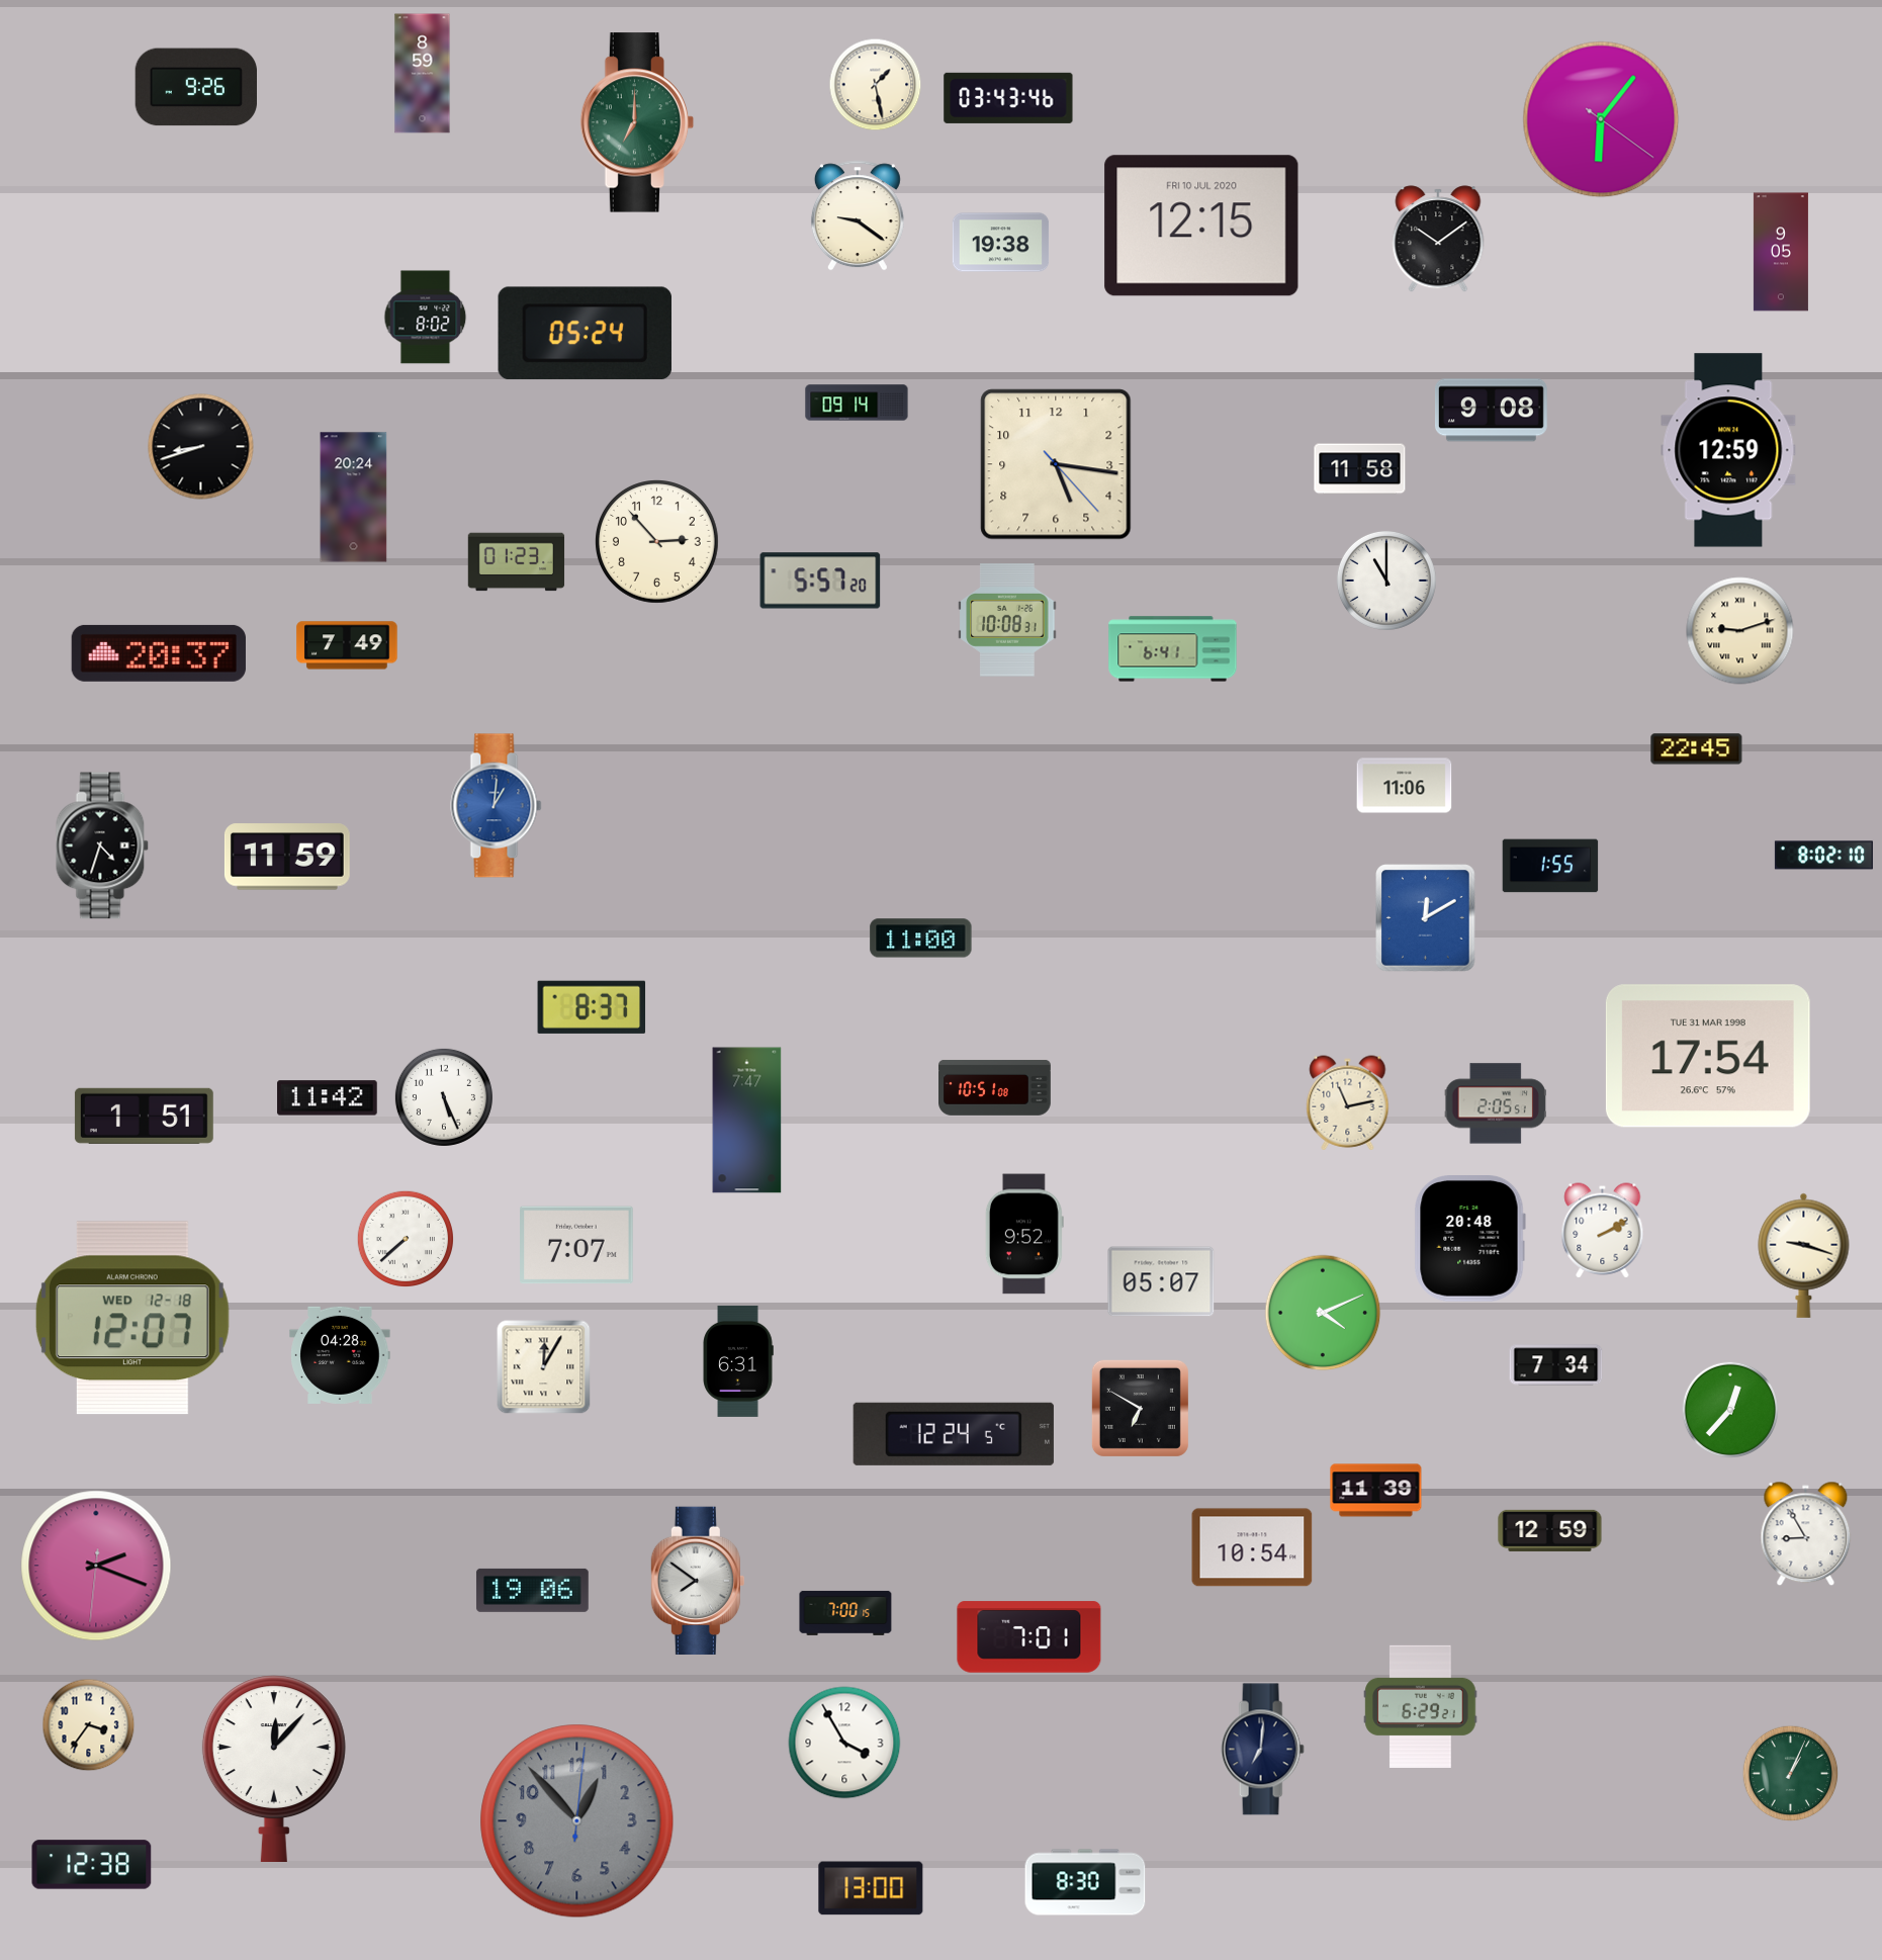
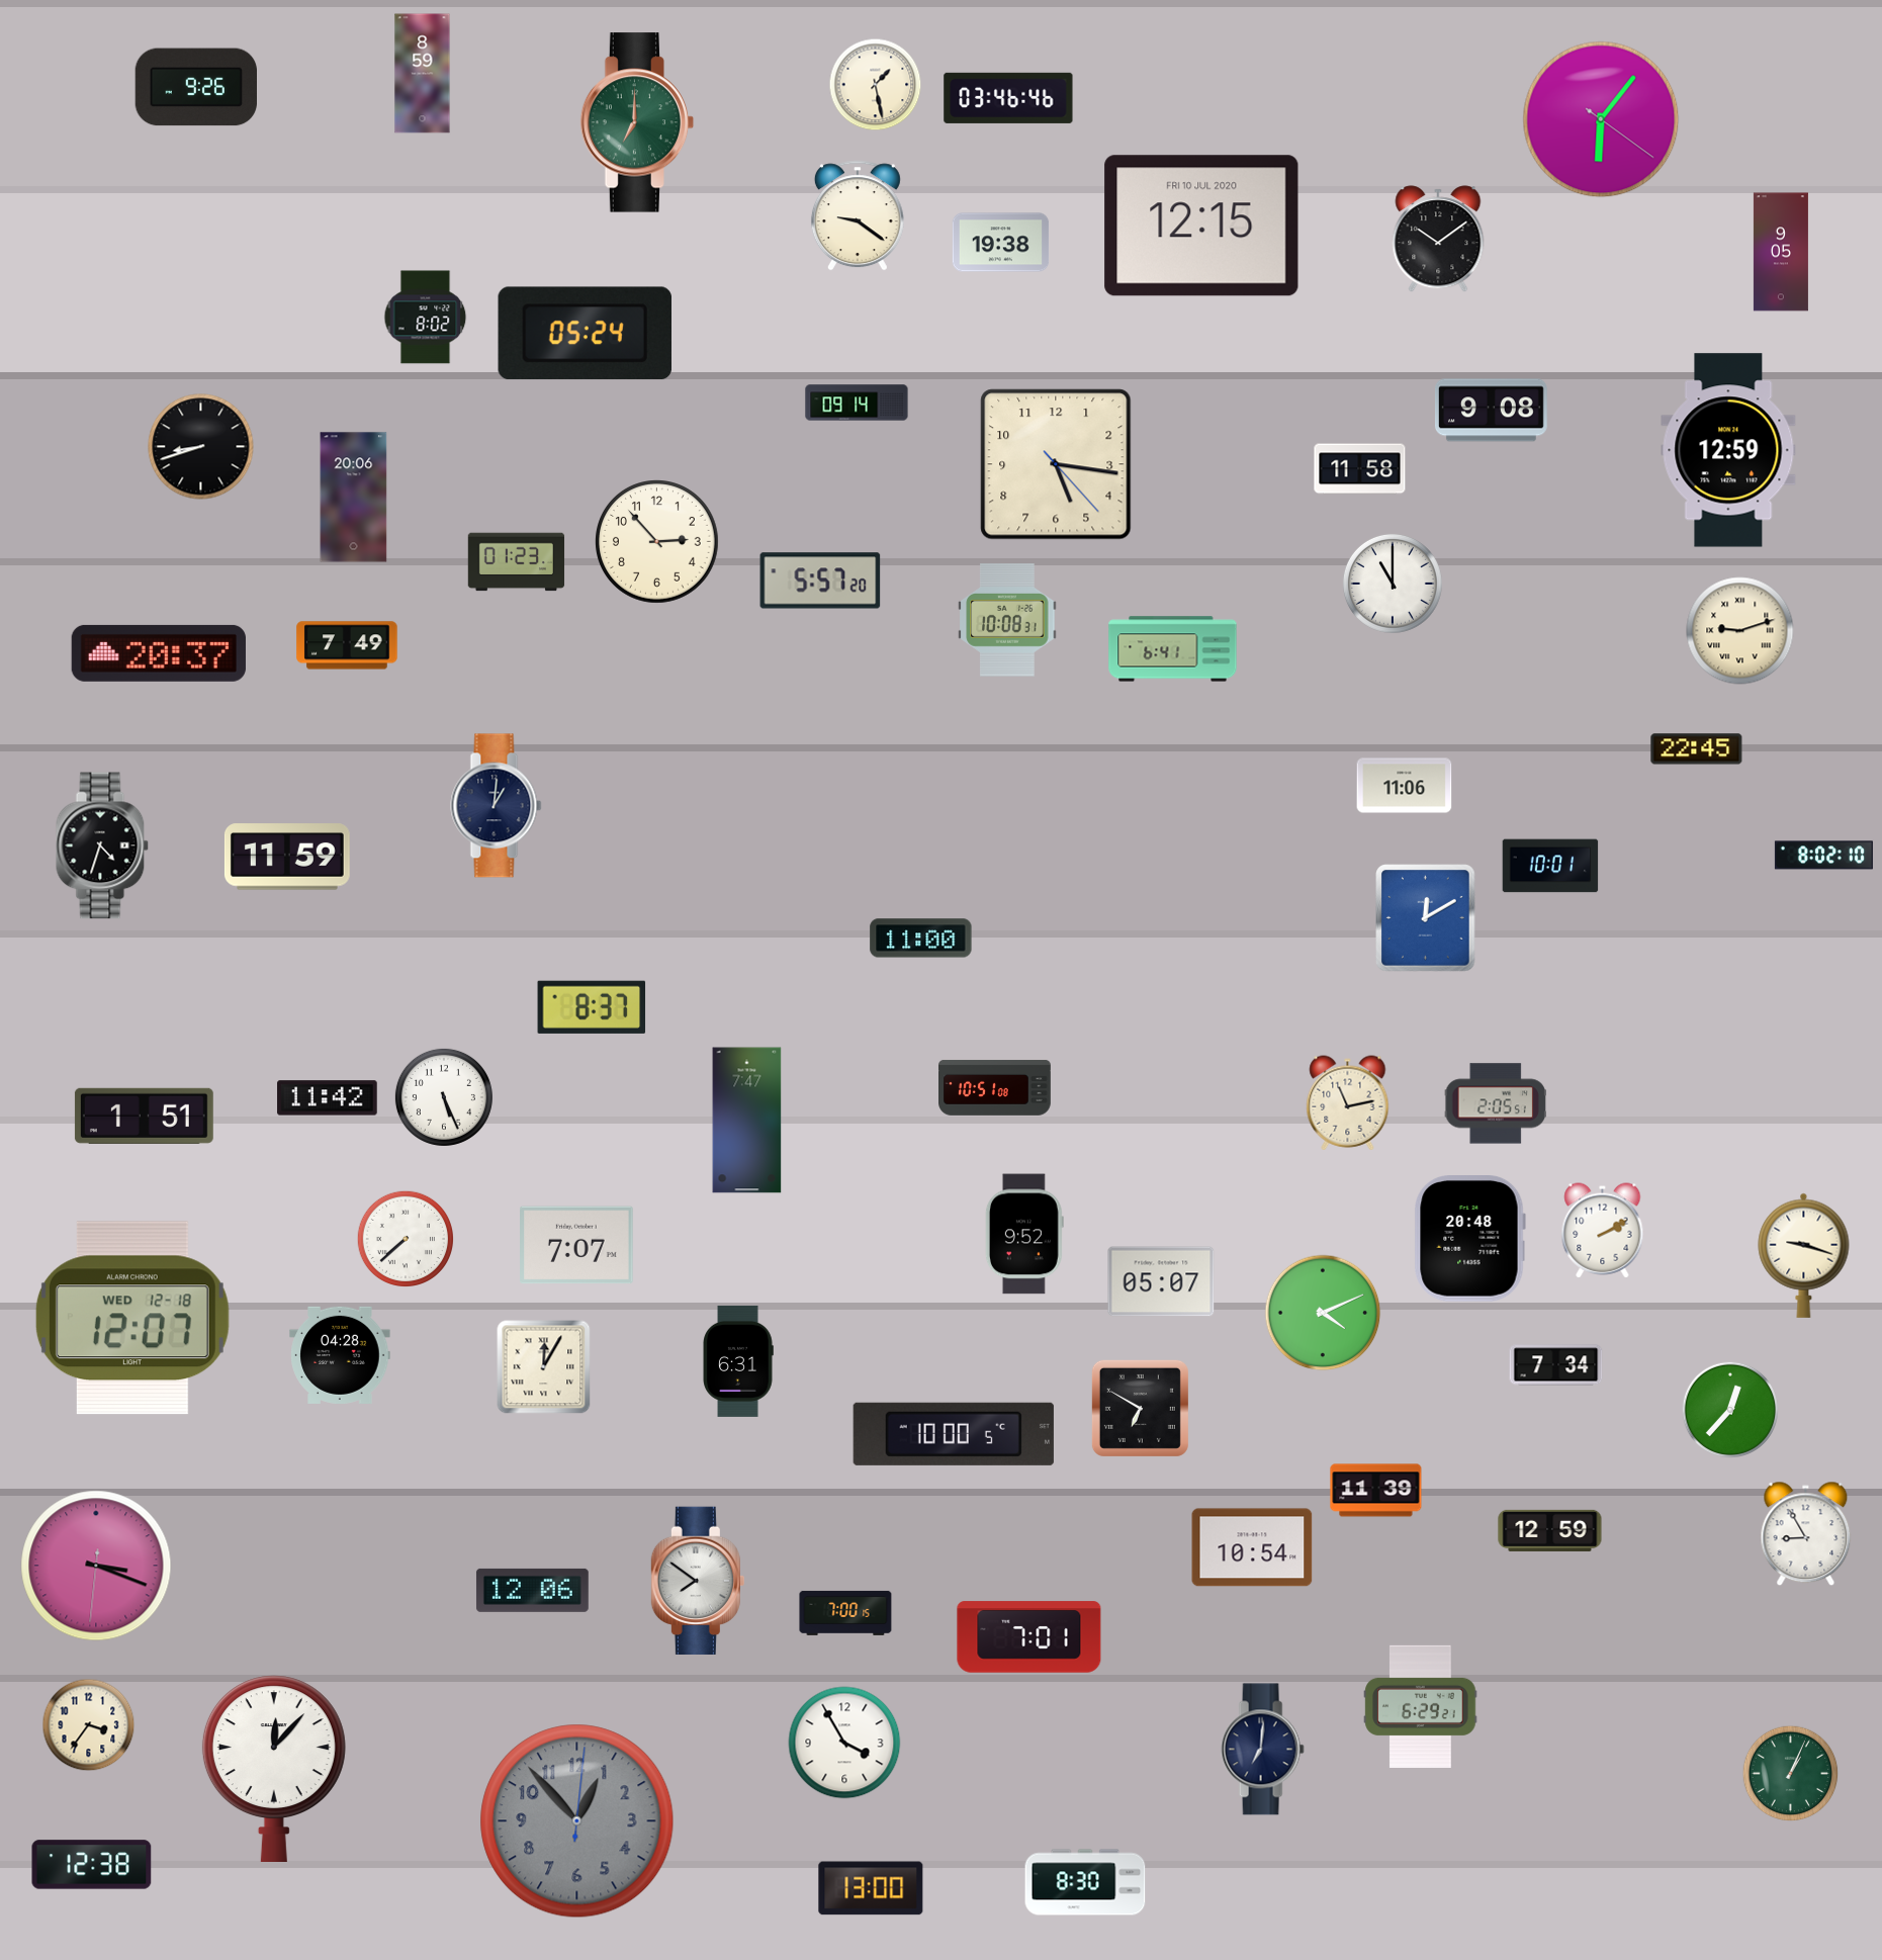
clock at (1008, 98): 03:43 -> 03:46
clock at (354, 498): 20:24 -> 20:06
clock at (1386, 581) position: (1386, 581) -> (1393, 584)
clock at (497, 806) dial: blue -> navy
clock at (1550, 866): 1:55 -> 10:01
clock at (1708, 1056): 17:54 -> none
clock at (954, 1434): 12:24 -> 10:00
clock at (96, 1566): 2:18 -> 3:18
clock at (532, 1590): 19:06 -> 12:06
